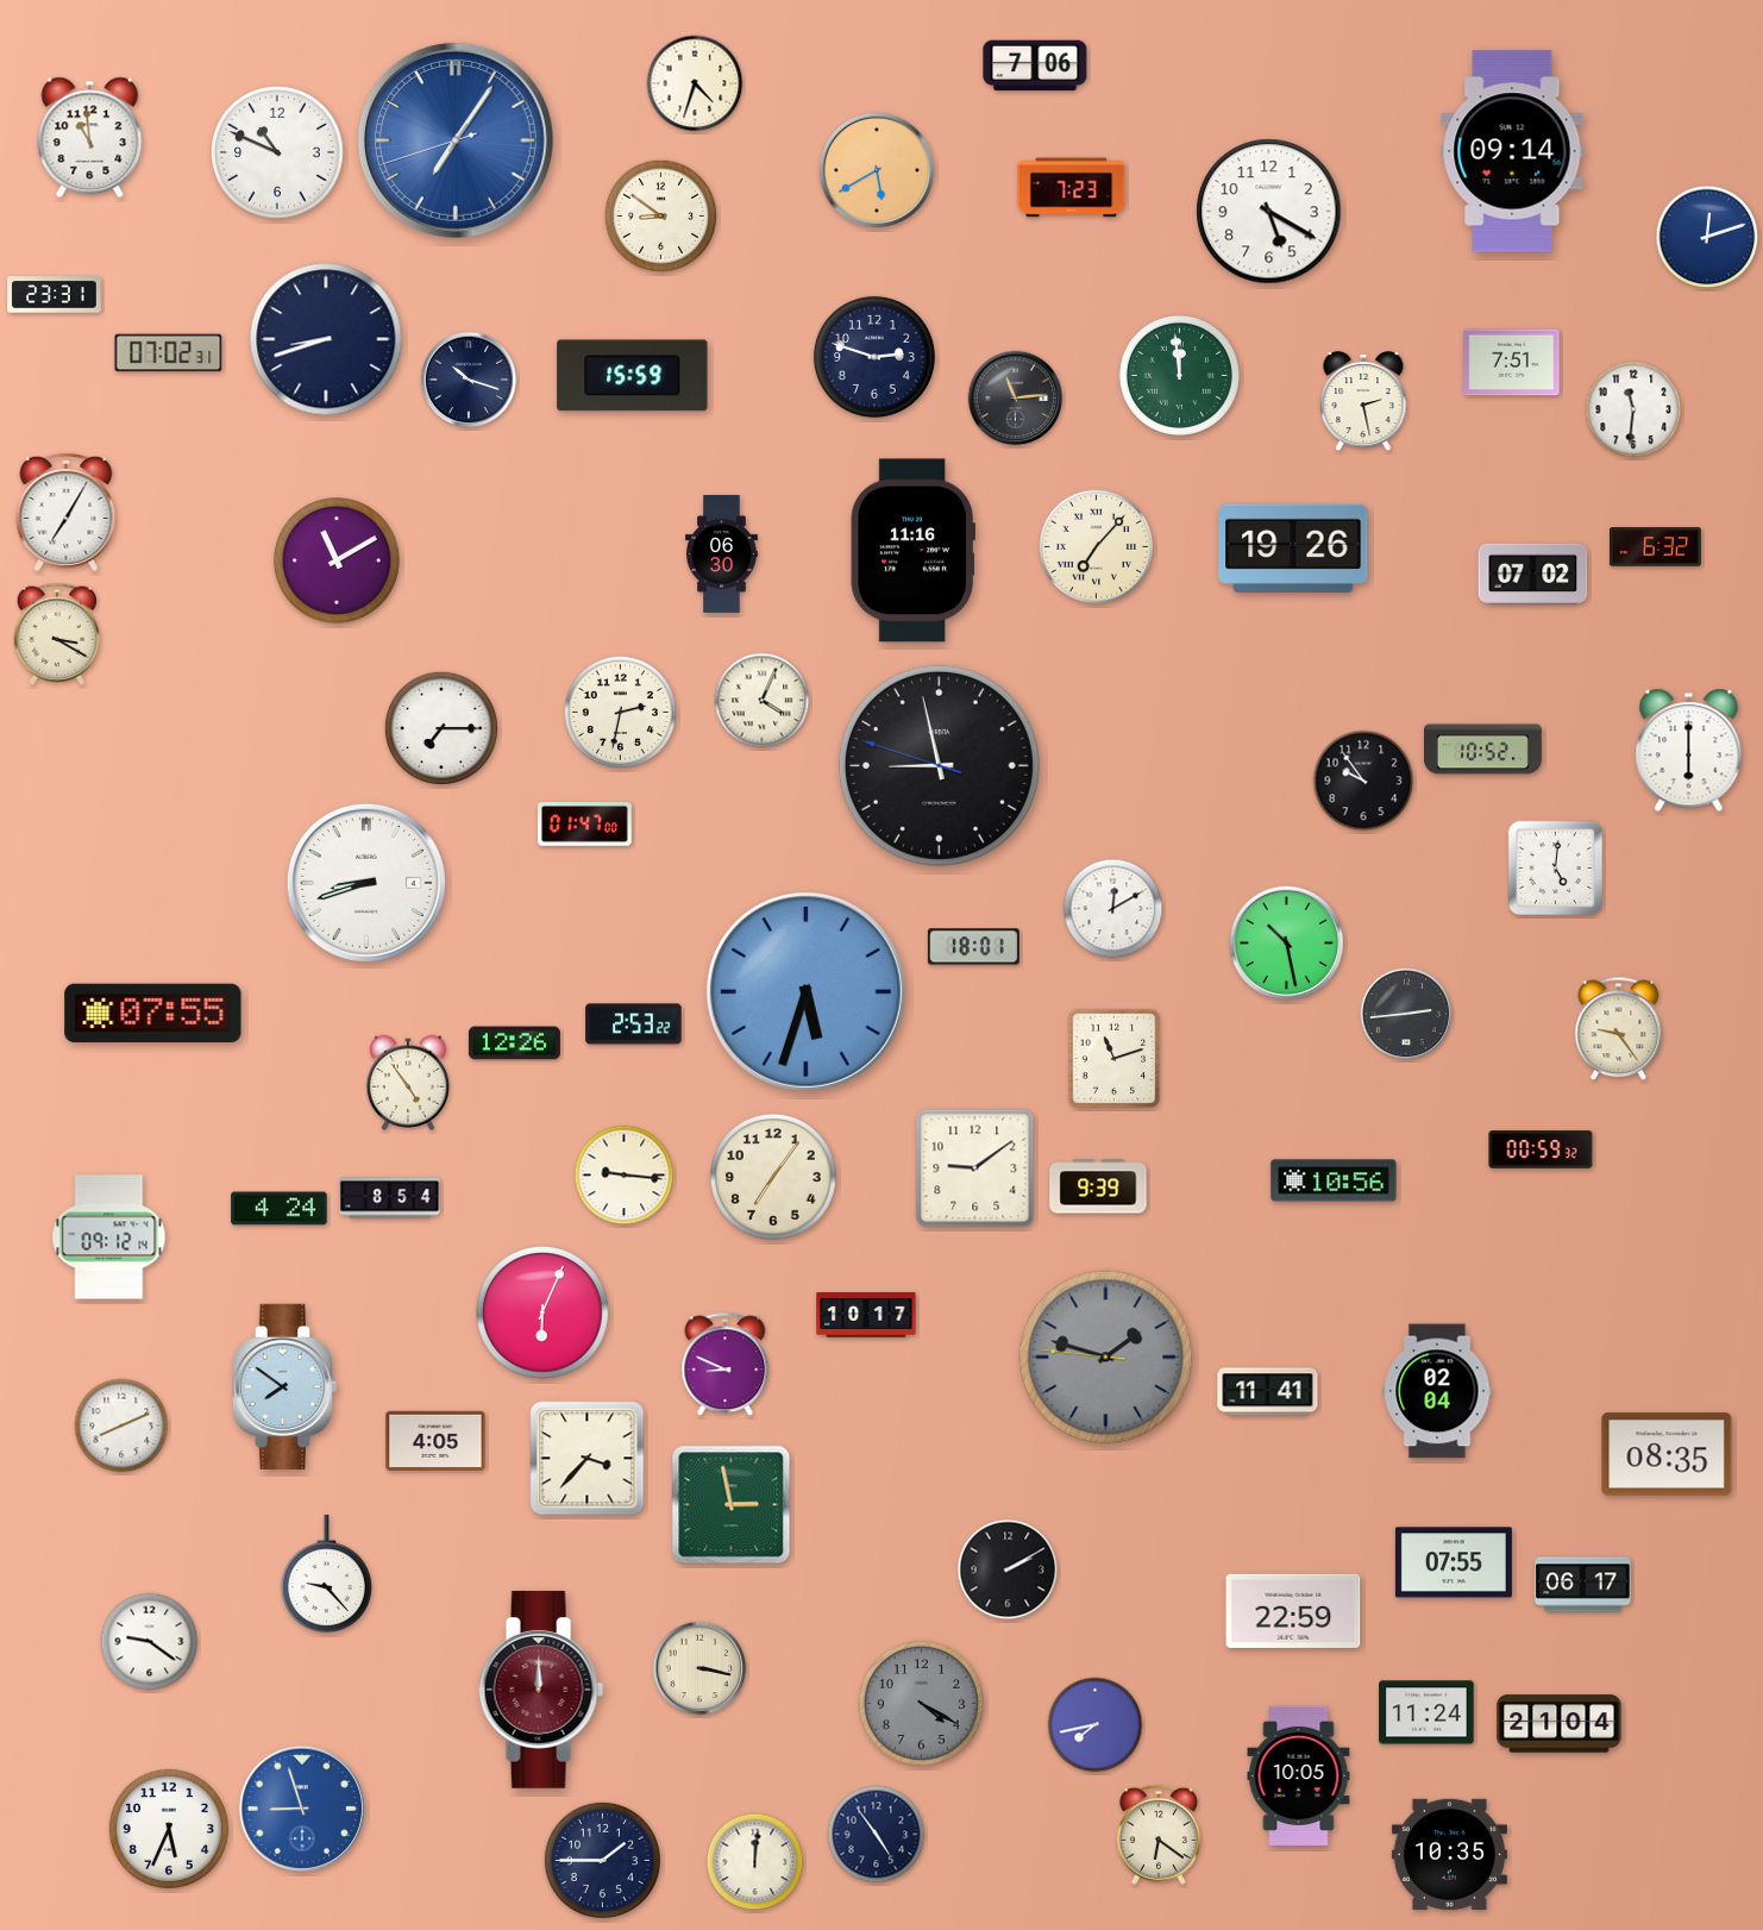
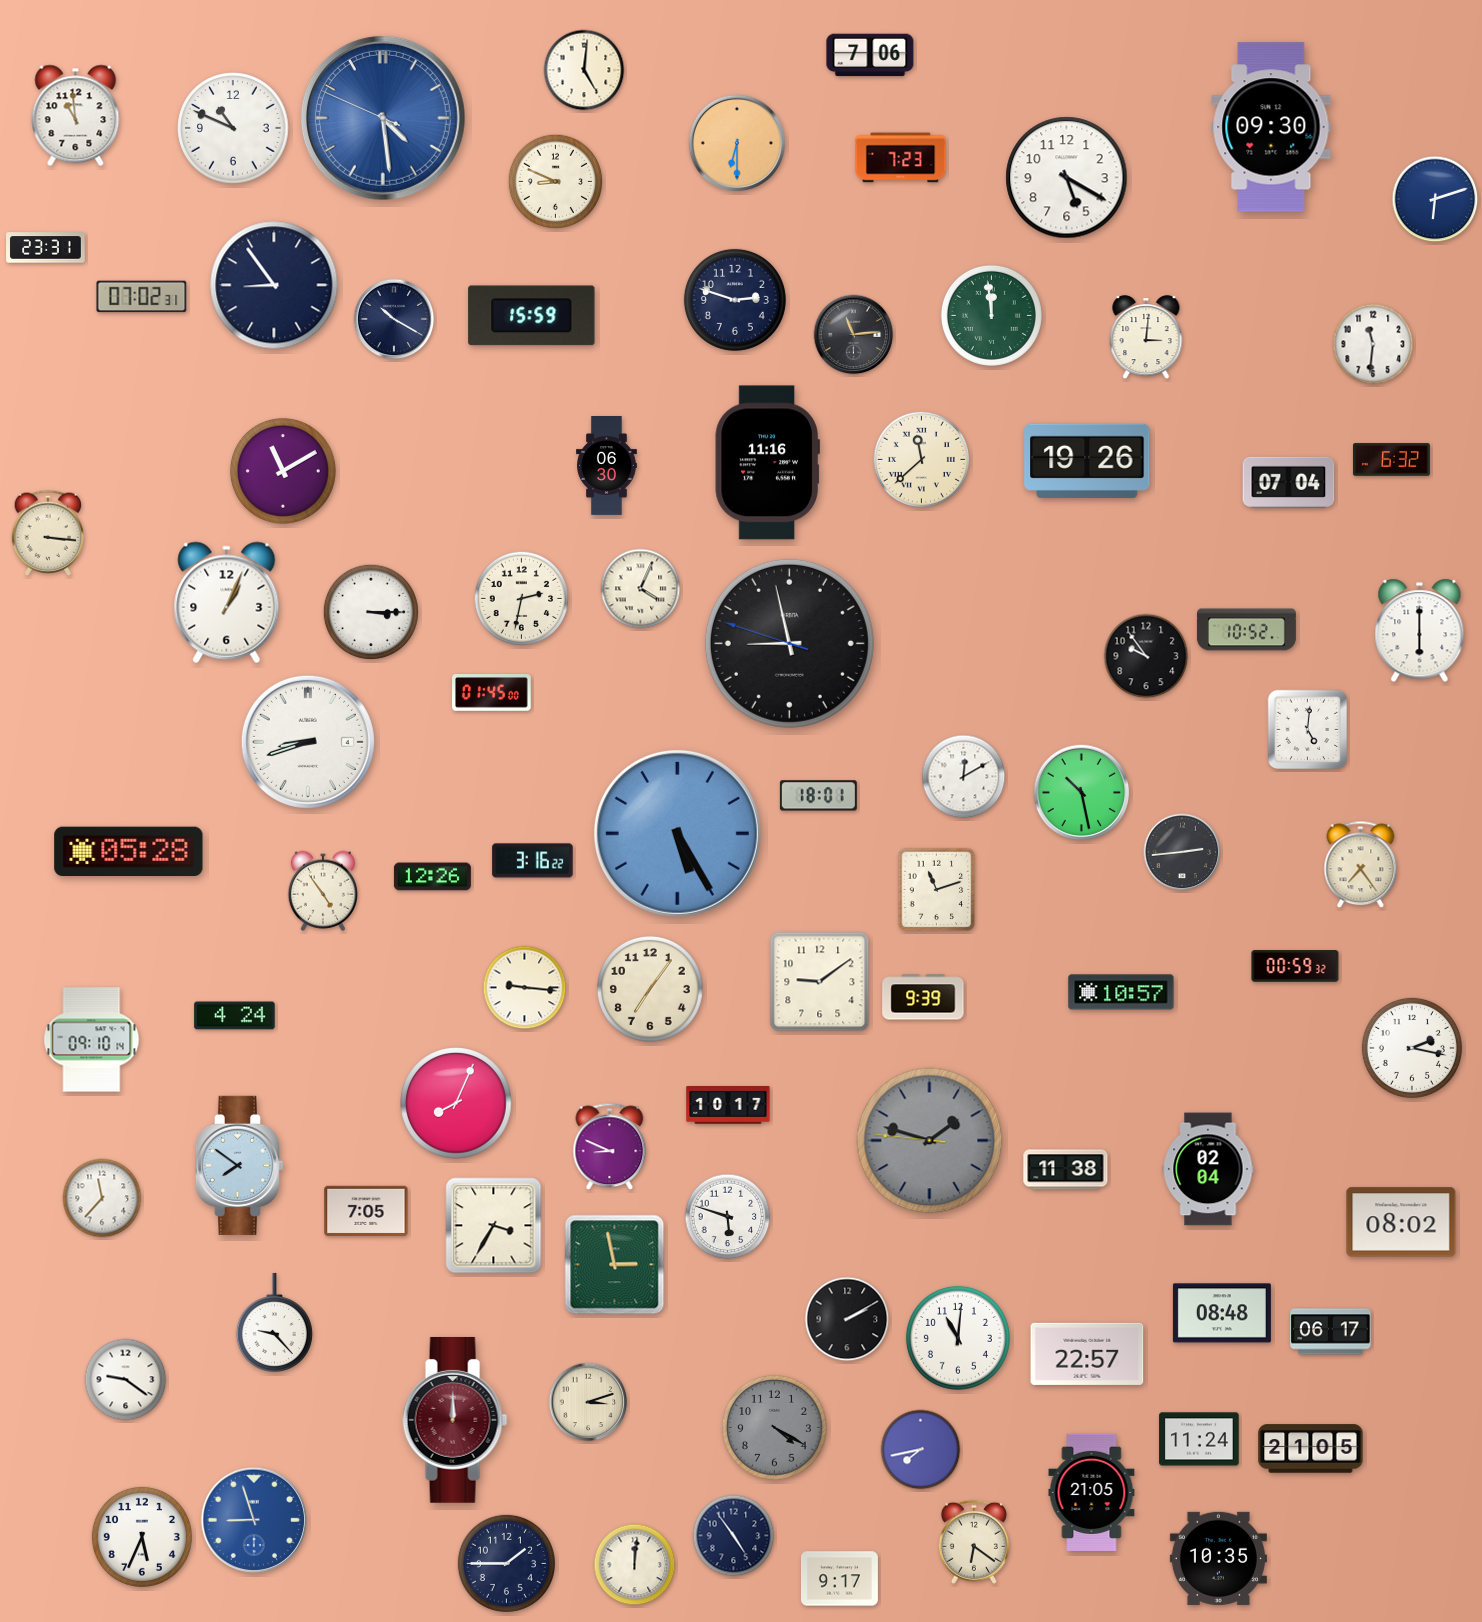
clock at (695, 83): 4:33 -> 5:01
clock at (456, 140): 7:05 -> 4:28
clock at (1512, 151): 09:14 -> 09:30
clock at (877, 170): 5:40 -> 6:30
clock at (660, 215): 8:51 -> 8:49
clock at (1707, 237): 12:12 -> 6:12
clock at (326, 339): 8:42 -> 8:54
clock at (1512, 363): 7:51 -> none
clock at (469, 380): 10:18 -> 10:20
clock at (1363, 402): 2:28 -> 3:01
clock at (67, 512): 7:05 -> none
clock at (1096, 546): 7:07 -> 11:38
clock at (1533, 574): 07:02 -> 07:04
clock at (57, 634): 3:20 -> 3:16
clock at (227, 603): none -> 1:04
clock at (440, 727): 7:15 -> 3:15
clock at (585, 825): 01:47 -> 01:45
clock at (1113, 909) position: (1113, 909) -> (964, 777)
clock at (805, 991): 5:33 -> 5:25
clock at (153, 1014): 07:55 -> 05:28
clock at (634, 1024): 2:53 -> 3:16
clock at (1619, 1029): 9:24 -> 7:24
clock at (407, 1083) position: (407, 1083) -> (322, 891)
clock at (1334, 1180): 10:56 -> 10:57
clock at (390, 1198): 8:54 -> none
clock at (109, 1237): 09:12 -> 09:10
clock at (1412, 1048): none -> 2:17
clock at (542, 1312): 6:04 -> 8:04
clock at (1268, 1392): 11:41 -> 11:38
clock at (121, 1425): 8:11 -> 11:37
clock at (435, 1441): 4:05 -> 7:05
clock at (728, 1217): none -> 5:48
clock at (1667, 1454): 08:35 -> 08:02
clock at (588, 1459): 3:37 -> 3:35
clock at (1454, 1562): 07:55 -> 08:48
clock at (958, 1338): none -> 11:01
clock at (1293, 1611): 22:59 -> 22:57
clock at (699, 1668): 3:17 -> 3:12
clock at (921, 1703) position: (921, 1703) -> (774, 1427)
clock at (1560, 1724): 21:04 -> 21:05
clock at (1299, 1775): 10:05 -> 21:05
clock at (877, 1835) position: (877, 1835) -> (734, 1536)
clock at (839, 1579): none -> 9:17
